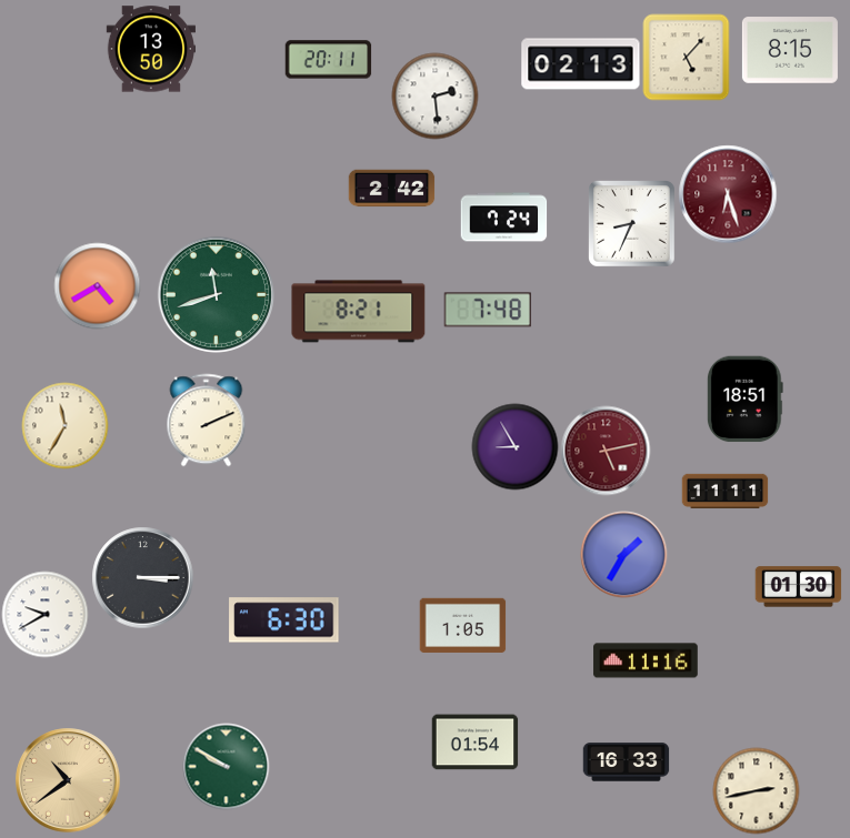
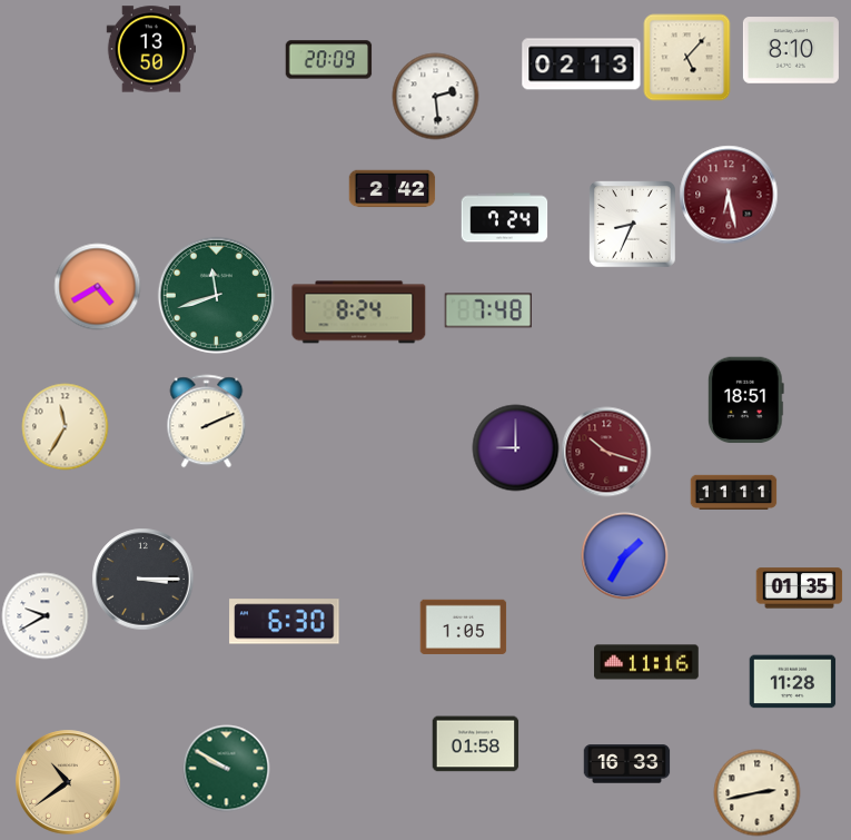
clock at (790, 50): 8:15 -> 8:10
clock at (328, 60): 20:11 -> 20:09
clock at (728, 194): 6:27 -> 6:28
clock at (359, 312): 8:21 -> 8:24
clock at (514, 446): 8:55 -> 9:00
clock at (606, 451): 5:13 -> 10:18
clock at (724, 491) position: (724, 491) -> (733, 492)
clock at (798, 587): 01:30 -> 01:35
clock at (792, 682): none -> 11:28
clock at (474, 743): 01:54 -> 01:58
